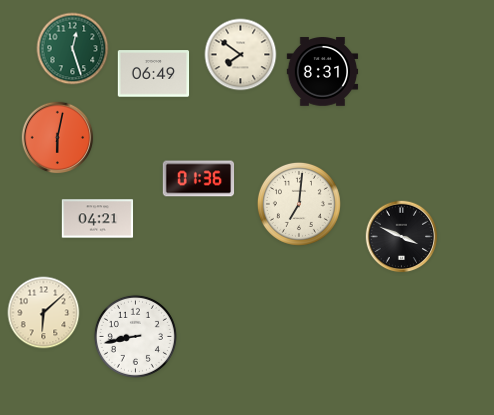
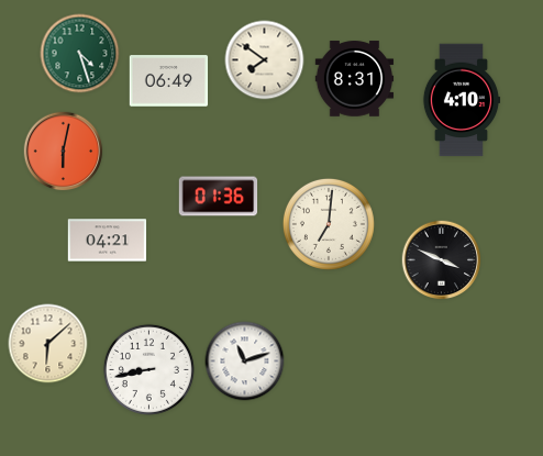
clock at (73, 49): 12:27 -> 4:27
clock at (462, 100): none -> 4:10
clock at (245, 362): none -> 11:12
